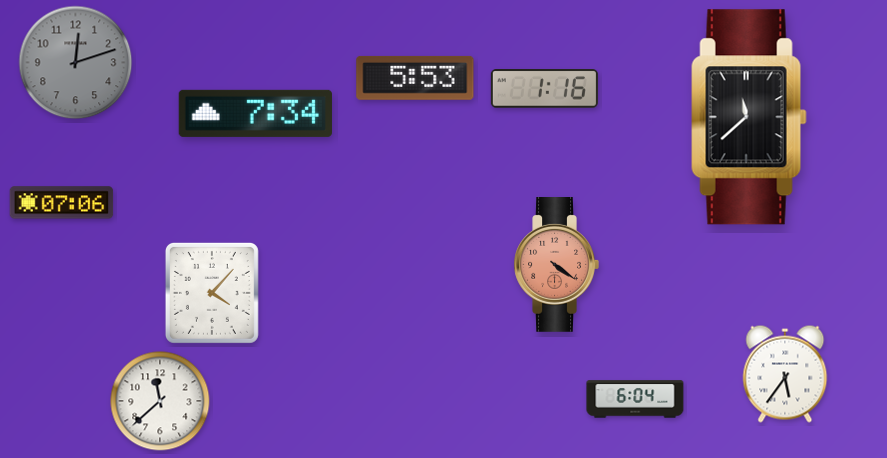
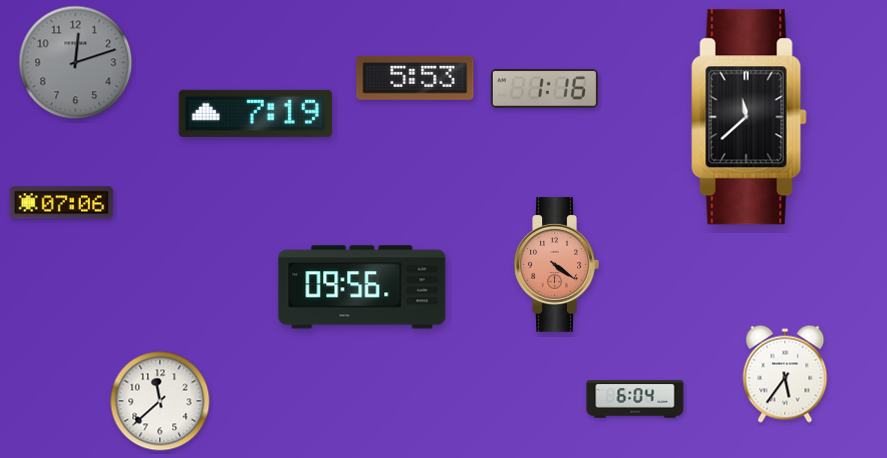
clock at (255, 113): 7:34 -> 7:19
clock at (362, 287): none -> 09:56
clock at (212, 293): 4:07 -> none
